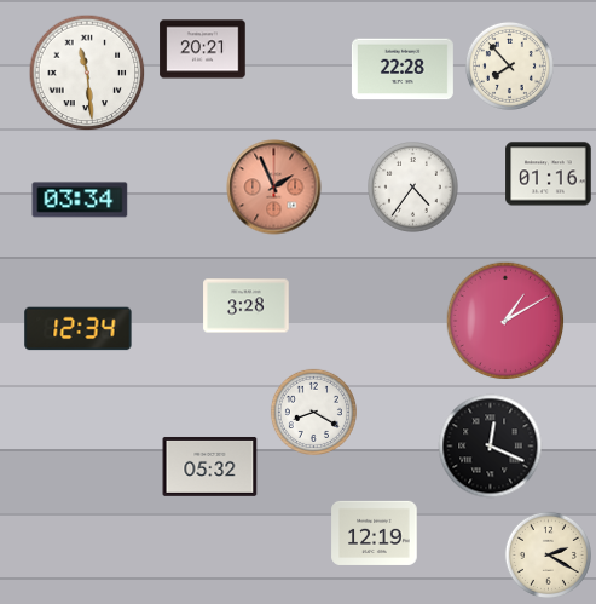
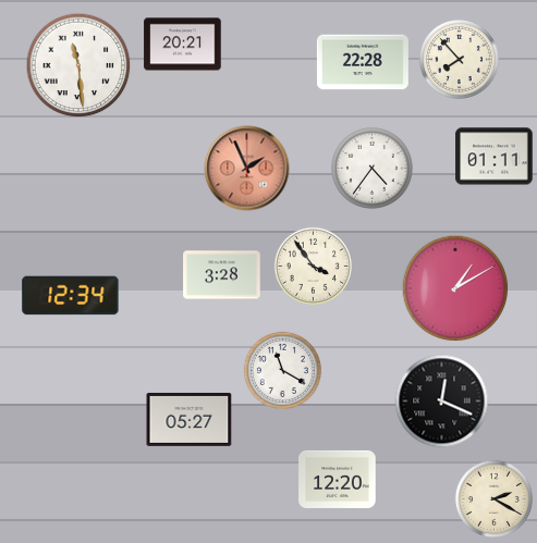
clock at (549, 174): 01:16 -> 01:11
clock at (80, 200): 03:34 -> none
clock at (313, 266): none -> 3:54
clock at (313, 412): 8:20 -> 11:20
clock at (210, 466): 05:32 -> 05:27
clock at (375, 533): 12:19 -> 12:20
